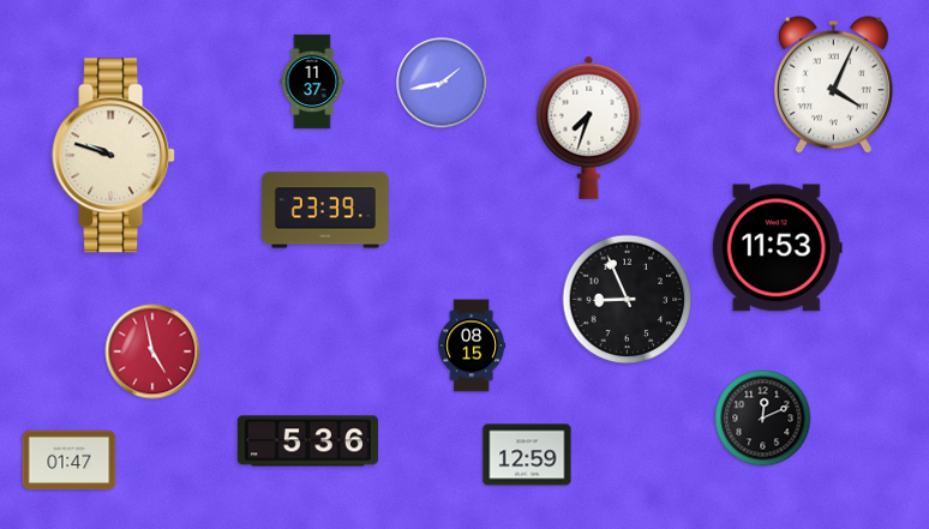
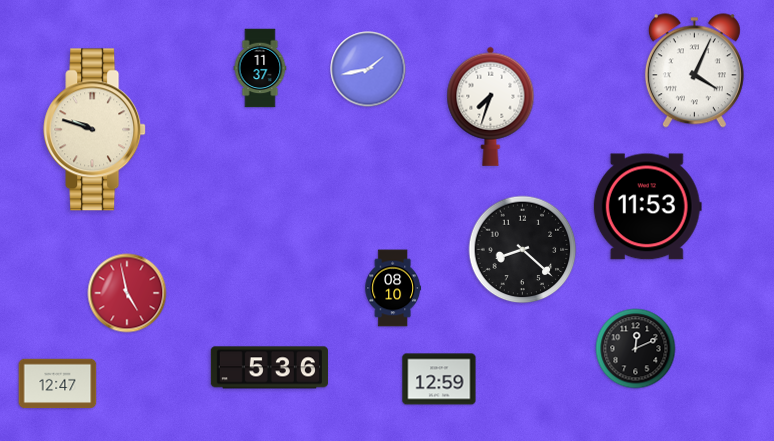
clock at (325, 210): 23:39 -> none
clock at (628, 300): 8:56 -> 8:22
clock at (472, 345): 08:15 -> 08:10
clock at (307, 441) position: (307, 441) -> (269, 368)
clock at (70, 461): 01:47 -> 12:47
